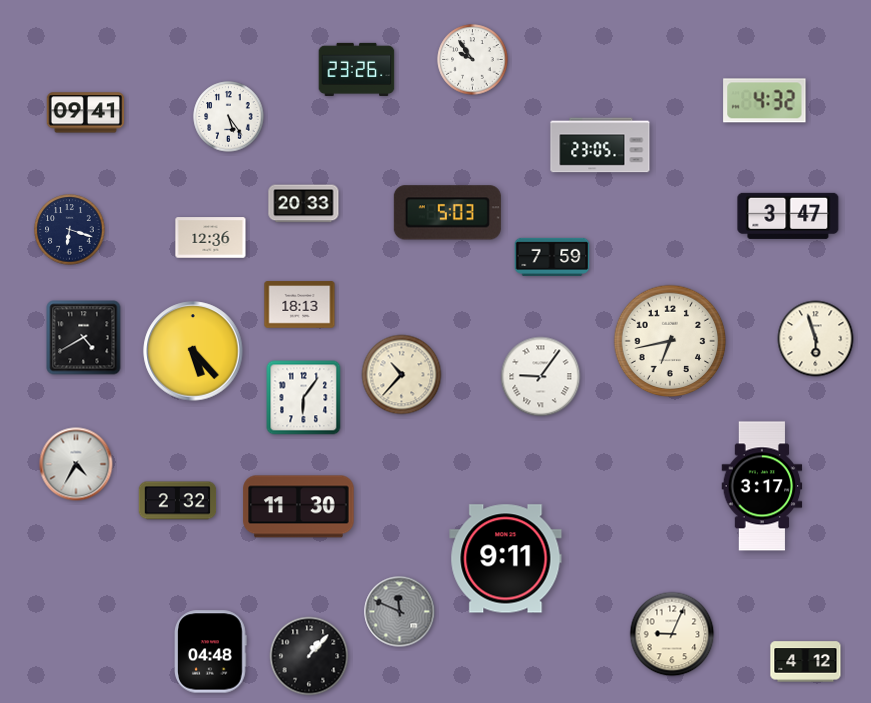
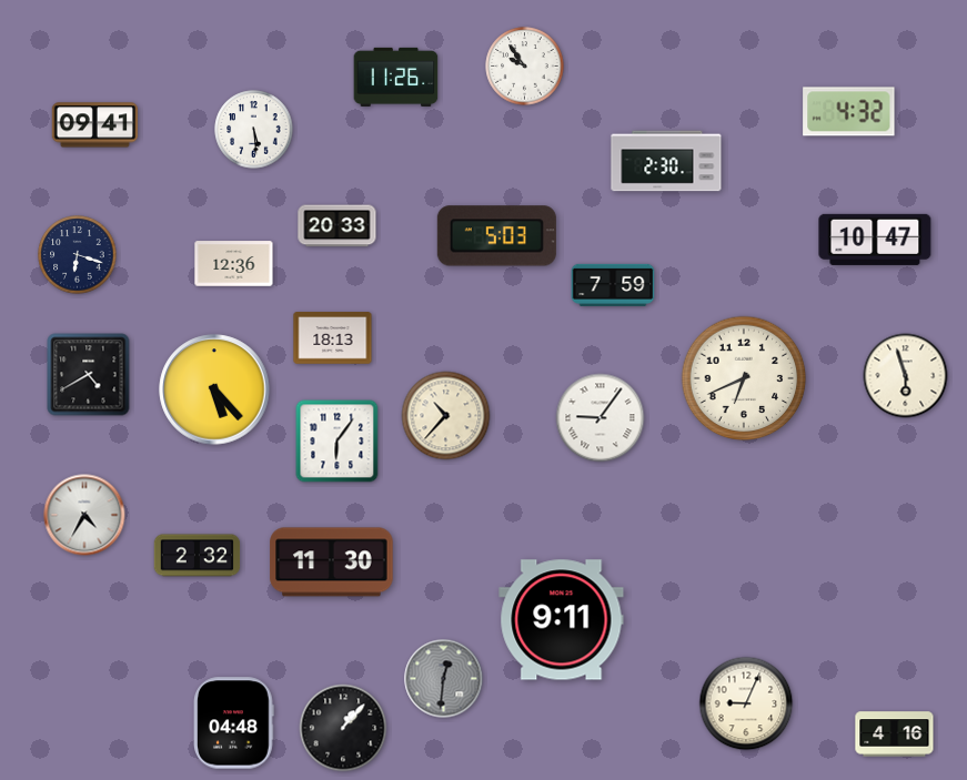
clock at (357, 69): 23:26 -> 11:26
clock at (229, 117): 5:24 -> 5:29
clock at (600, 145): 23:05 -> 2:30
clock at (788, 216): 3:47 -> 10:47
clock at (84, 338) position: (84, 338) -> (89, 375)
clock at (670, 341): 6:43 -> 6:41
clock at (762, 486): 3:17 -> none
clock at (400, 612): 11:49 -> 12:31
clock at (806, 662): 4:12 -> 4:16
